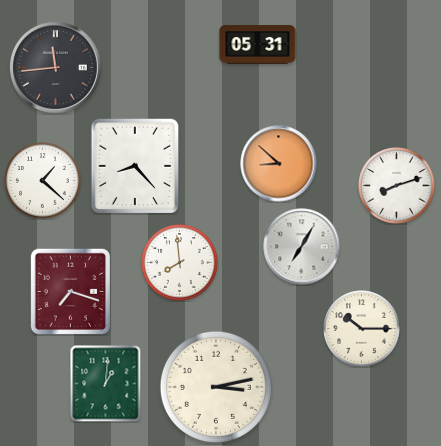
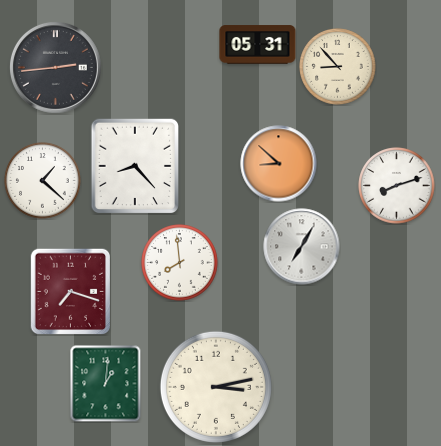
clock at (55, 67): 11:44 -> 2:44
clock at (338, 67): none -> 8:53
clock at (362, 329): 10:15 -> none
